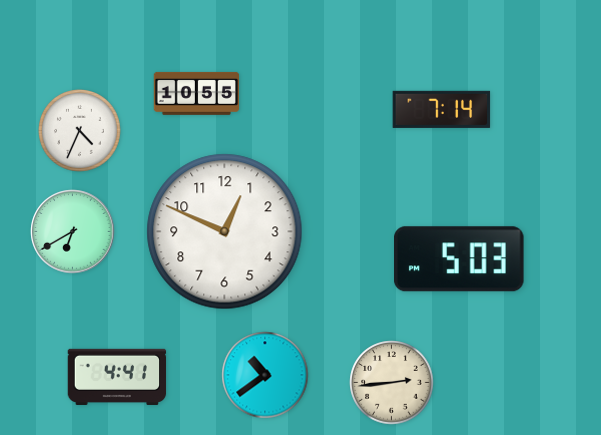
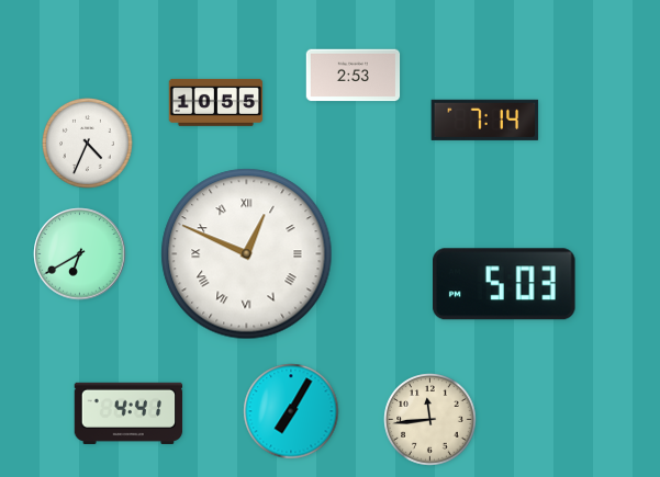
clock at (354, 76): none -> 2:53
clock at (225, 232) numerals: Arabic -> Roman
clock at (265, 375): 10:39 -> 7:05
clock at (392, 383): 2:44 -> 11:44
